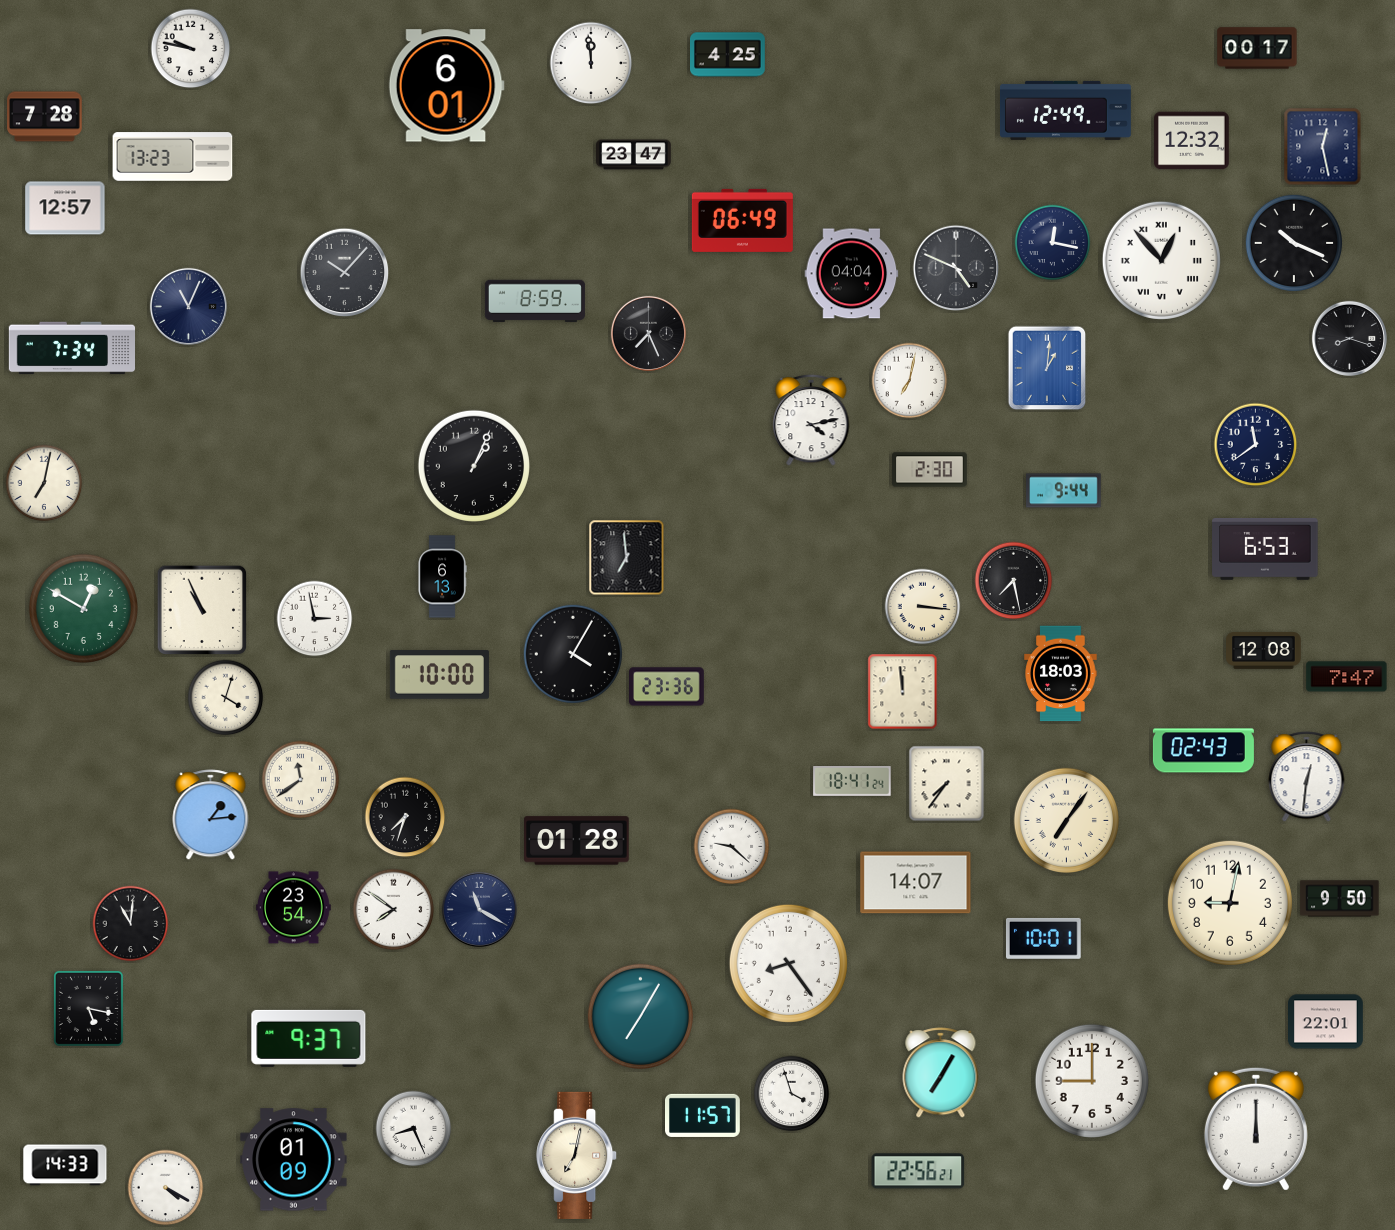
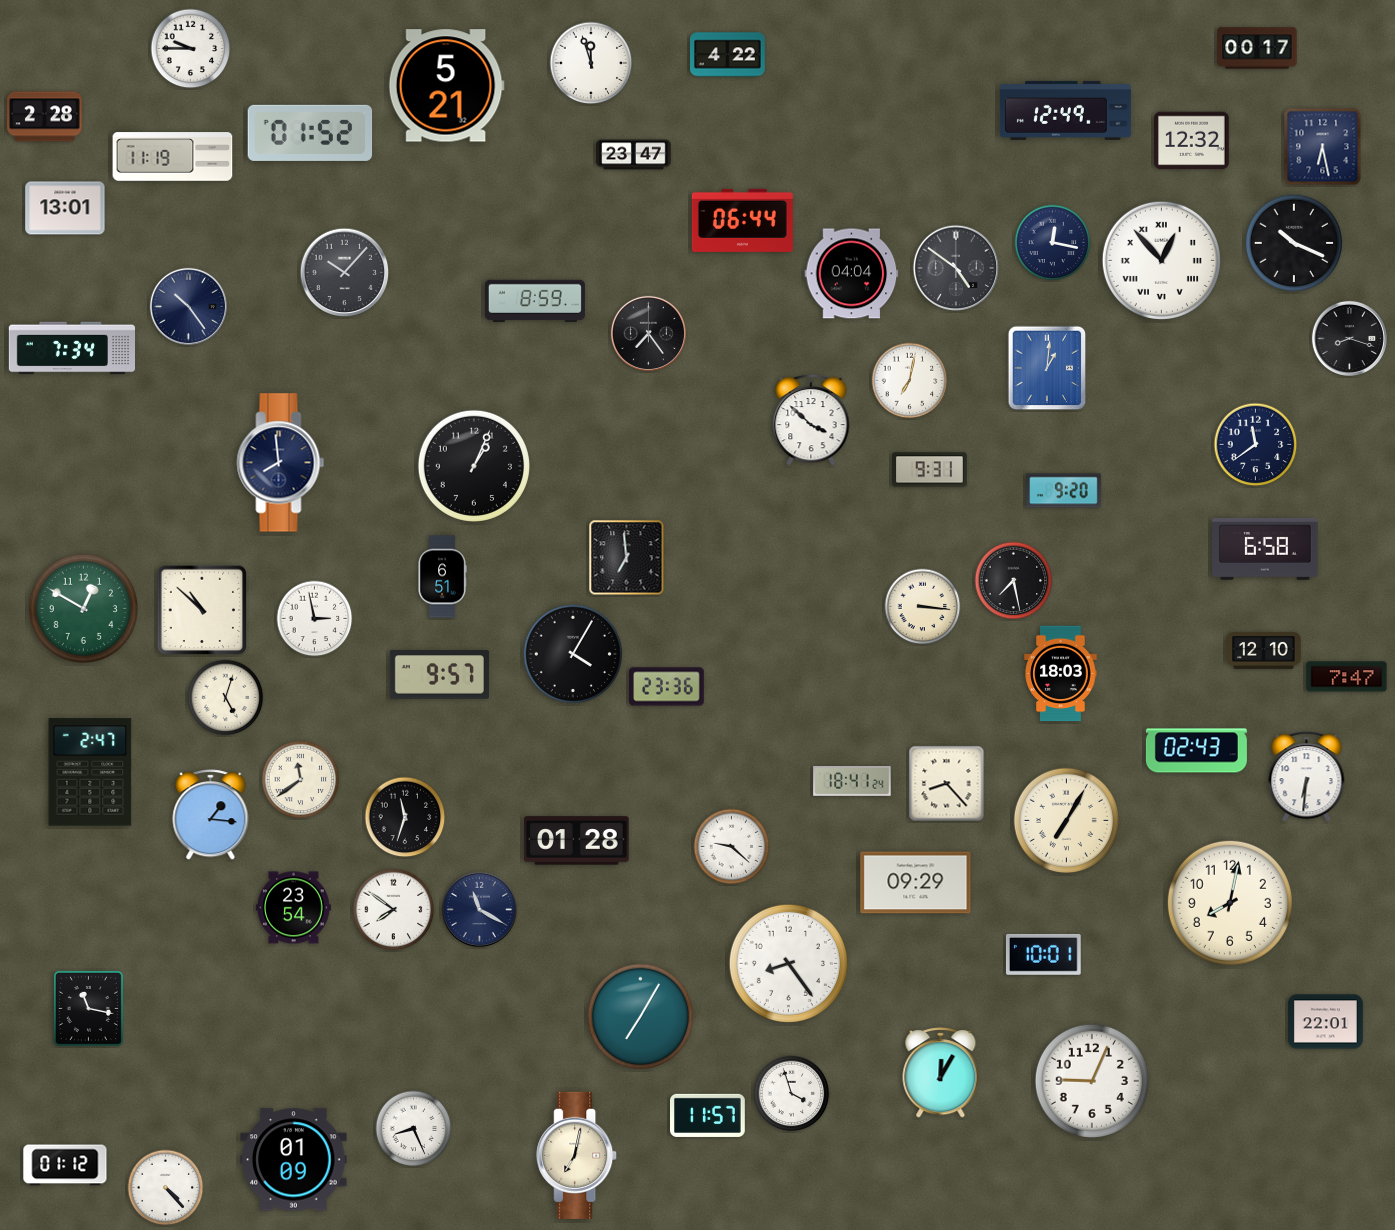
clock at (191, 49): 9:47 -> 9:45
clock at (728, 55): 4:25 -> 4:22
clock at (591, 63): 11:59 -> 11:57
clock at (446, 86): 6:01 -> 5:21
clock at (45, 117): 7:28 -> 2:28
clock at (310, 133): none -> 01:52
clock at (1323, 147): 12:28 -> 6:28
clock at (173, 157): 13:23 -> 11:19
clock at (65, 208): 12:57 -> 13:01
clock at (742, 220): 06:49 -> 06:44
clock at (956, 268): 4:49 -> 4:51
clock at (188, 306): 11:04 -> 10:24
clock at (648, 333): 7:26 -> 7:24
clock at (811, 420): 4:13 -> 3:52
clock at (281, 463): none -> 7:59
clock at (930, 470): 2:30 -> 9:31
clock at (44, 483): 7:02 -> none
clock at (1064, 491): 9:44 -> 9:20
clock at (1265, 549): 6:53 -> 6:58
clock at (442, 577): 6:13 -> 6:51
clock at (202, 610): 10:56 -> 10:52
clock at (1264, 650): 12:08 -> 12:10
clock at (439, 675): 10:00 -> 9:57
clock at (903, 692): 11:59 -> none
clock at (226, 698): 4:03 -> 5:03
clock at (1203, 751) position: (1203, 751) -> (1196, 751)
clock at (90, 772): none -> 2:47
clock at (1307, 777): 12:31 -> 6:31
clock at (947, 784): 7:36 -> 8:23
clock at (211, 815): 1:14 -> 1:16
clock at (405, 817): 7:33 -> 11:33
clock at (1066, 820): 7:06 -> 7:05
clock at (916, 883): 14:07 -> 09:29
clock at (1340, 899): 9:50 -> none
clock at (1230, 903): 9:02 -> 8:02
clock at (131, 924): 11:01 -> none
clock at (1043, 938) position: (1043, 938) -> (1043, 954)
clock at (88, 1008): 5:17 -> 11:17
clock at (309, 1038): 9:37 -> none
clock at (941, 1073): 7:05 -> 12:05
clock at (1092, 1081): 9:00 -> 9:04
clock at (703, 1115) position: (703, 1115) -> (708, 1115)
clock at (1256, 1129): 12:00 -> none
clock at (65, 1165): 14:33 -> 01:12
clock at (918, 1171): 22:56 -> none
clock at (166, 1188): 4:20 -> 4:23
